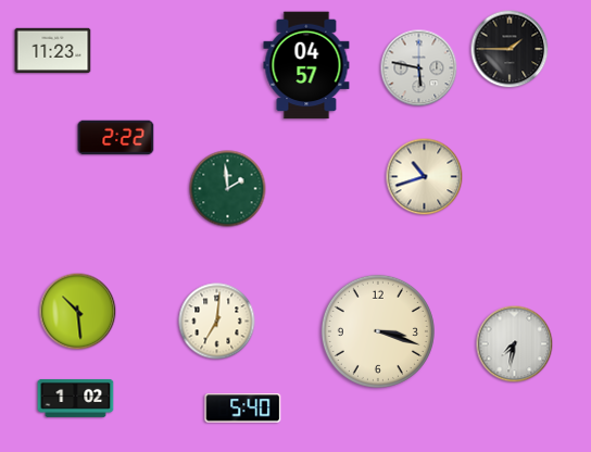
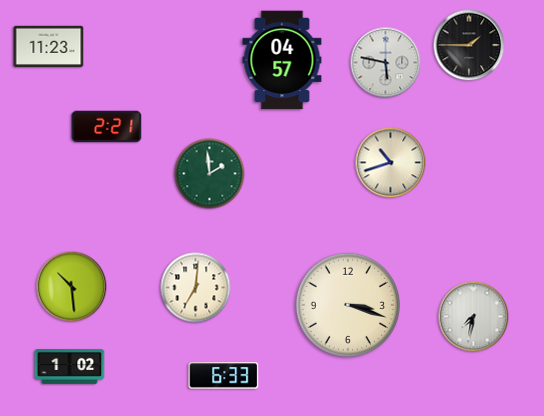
clock at (116, 138): 2:22 -> 2:21
clock at (217, 322) position: (217, 322) -> (196, 288)
clock at (243, 409): 5:40 -> 6:33
